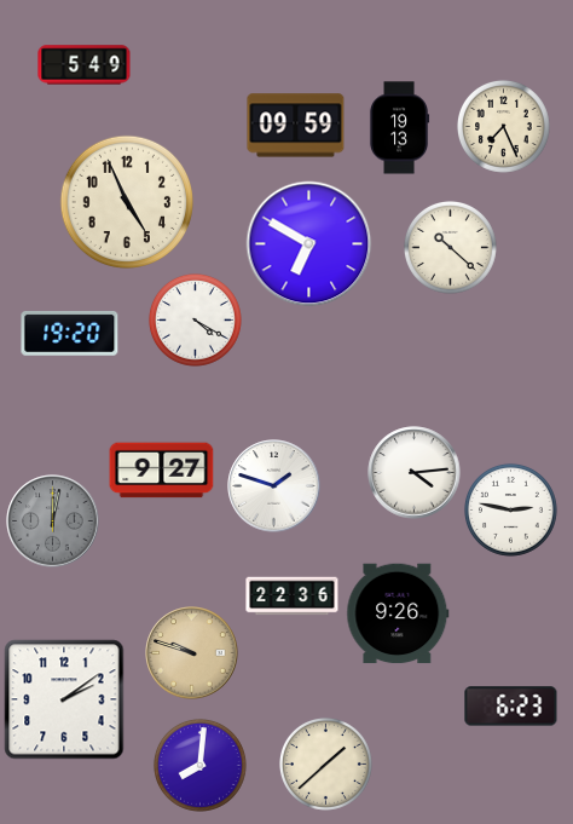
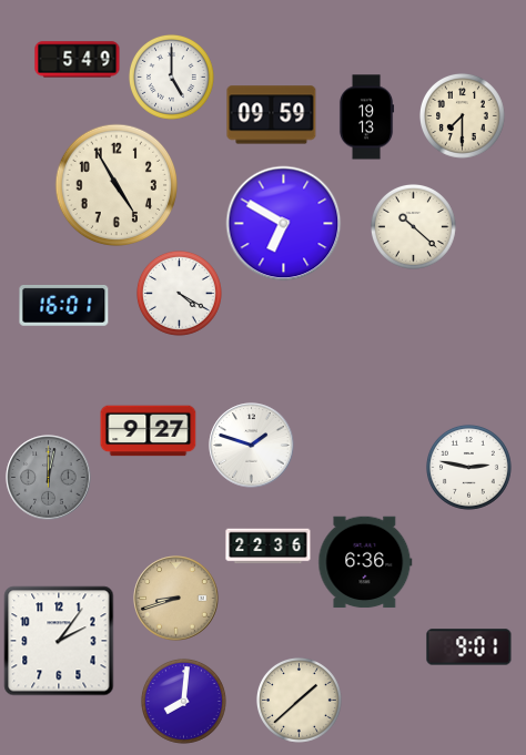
clock at (171, 76): none -> 5:00
clock at (503, 126): 7:26 -> 7:30
clock at (127, 202): 4:56 -> 4:55
clock at (70, 334): 19:20 -> 16:01
clock at (415, 473): 4:14 -> none
clock at (398, 613): 9:26 -> 6:36
clock at (192, 653): 9:48 -> 8:42
clock at (64, 699): 2:09 -> 2:06
clock at (511, 707): 6:23 -> 9:01
